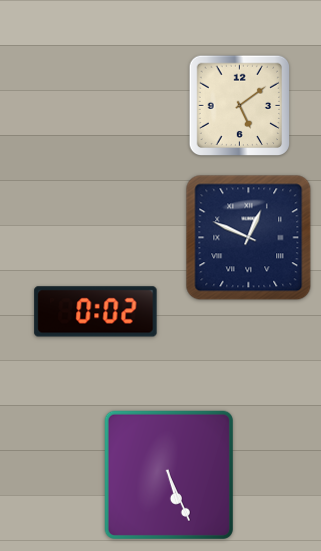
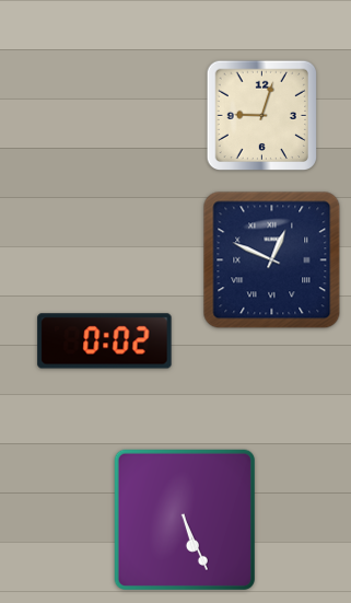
clock at (240, 106): 5:09 -> 9:03
